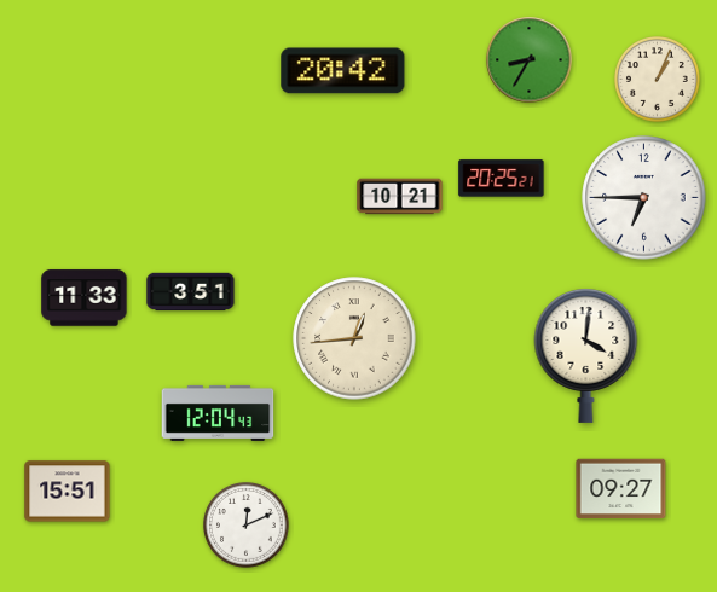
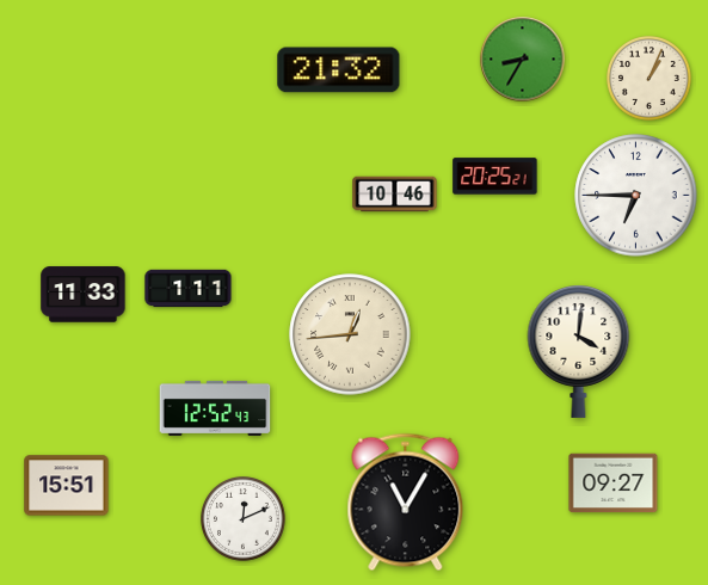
clock at (343, 71): 20:42 -> 21:32
clock at (400, 197): 10:21 -> 10:46
clock at (191, 292): 3:51 -> 1:11
clock at (218, 413): 12:04 -> 12:52
clock at (406, 503): none -> 11:05
